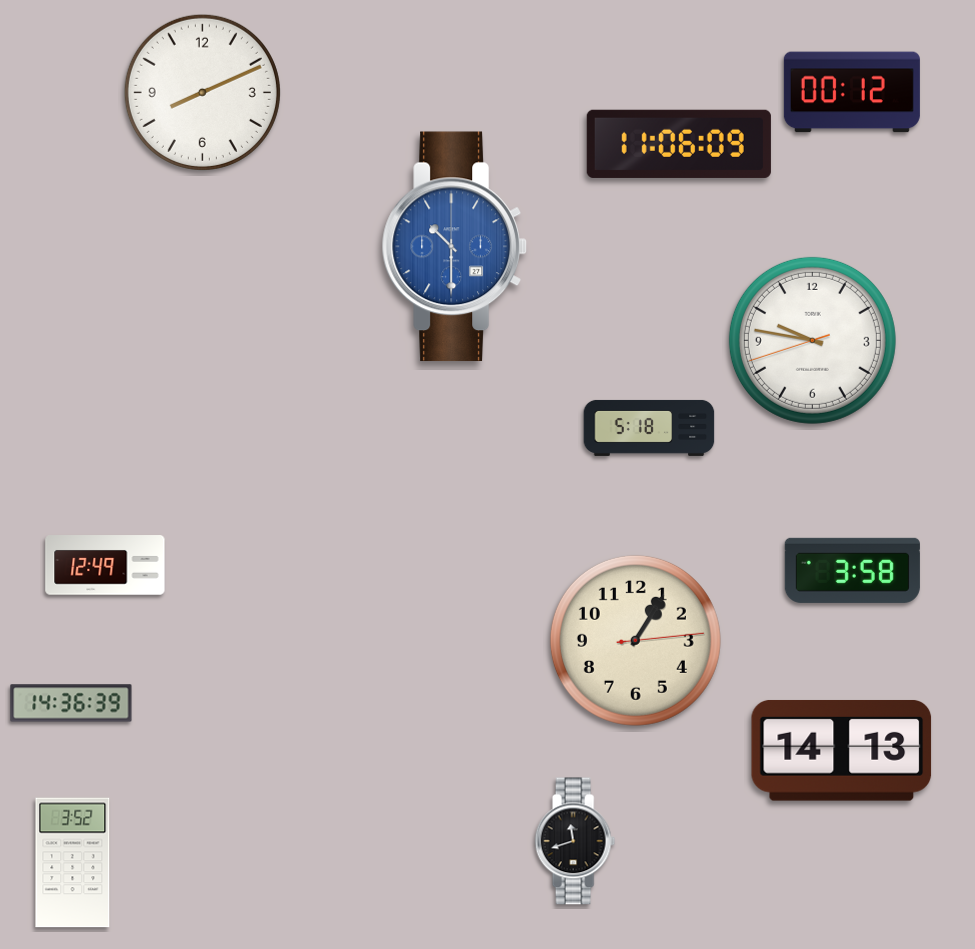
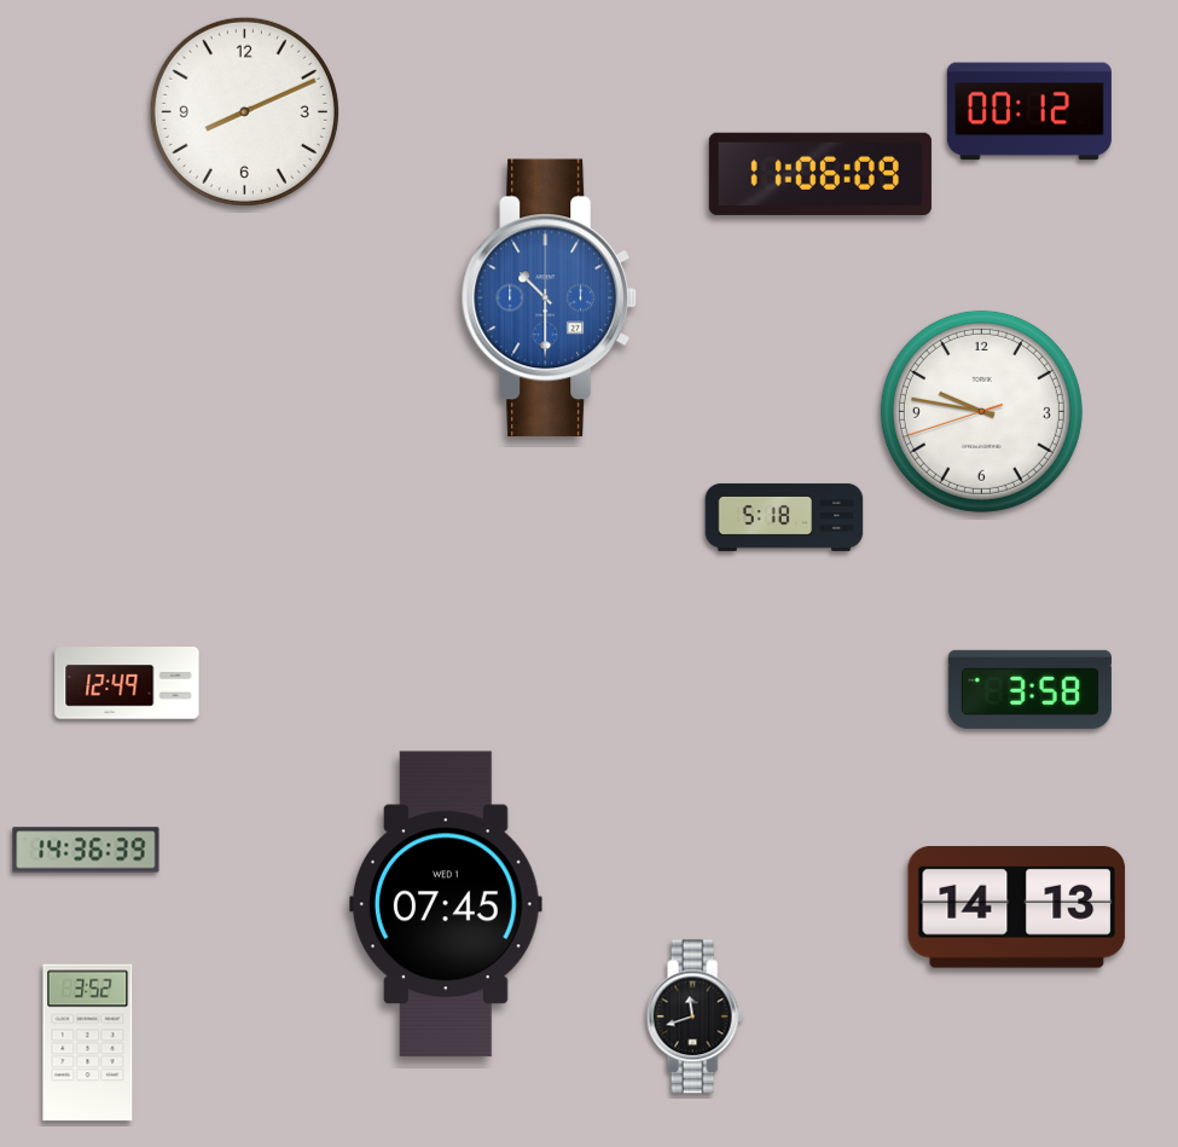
clock at (635, 640): 1:05 -> none
clock at (446, 904): none -> 07:45
